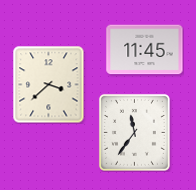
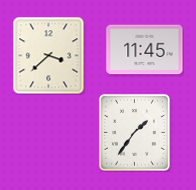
clock at (49, 84) position: (49, 84) -> (49, 55)
clock at (134, 132): 11:36 -> 1:36
